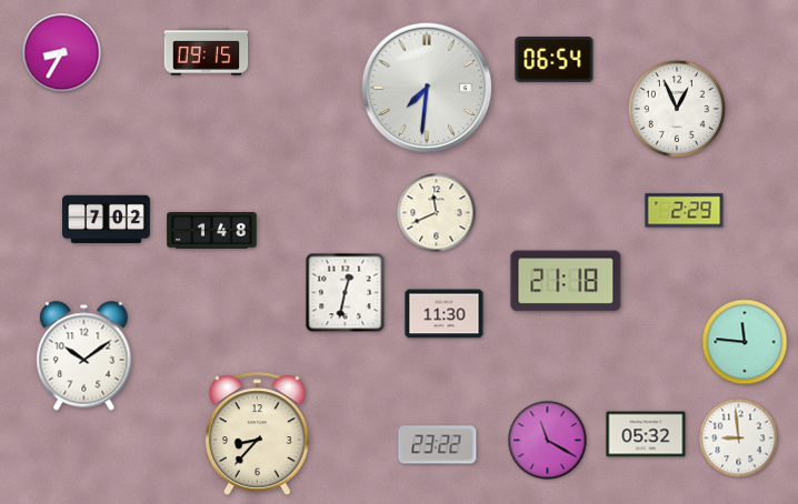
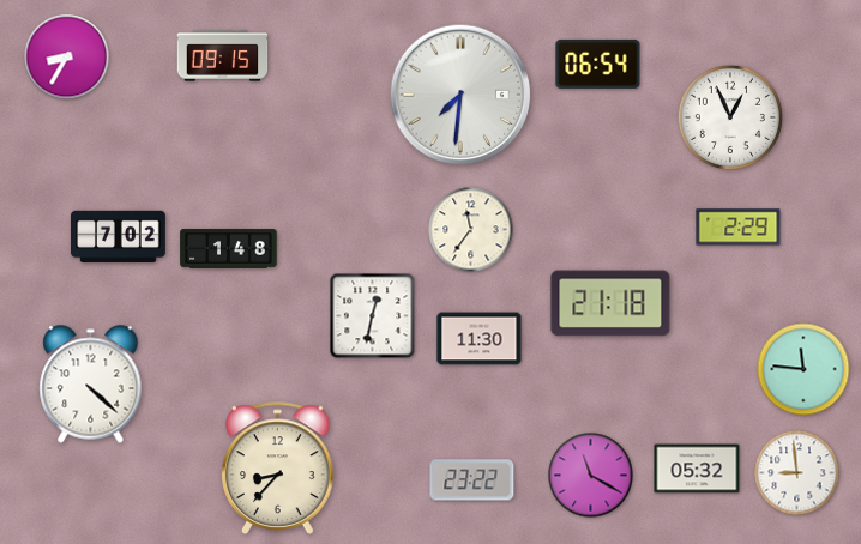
clock at (437, 213): 11:41 -> 11:36
clock at (107, 220) position: (107, 220) -> (119, 237)
clock at (84, 356): 10:09 -> 4:22
